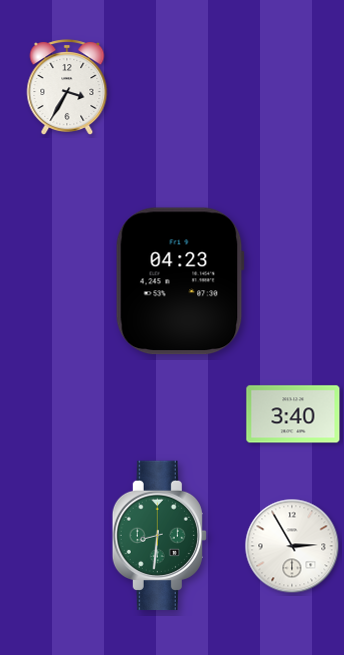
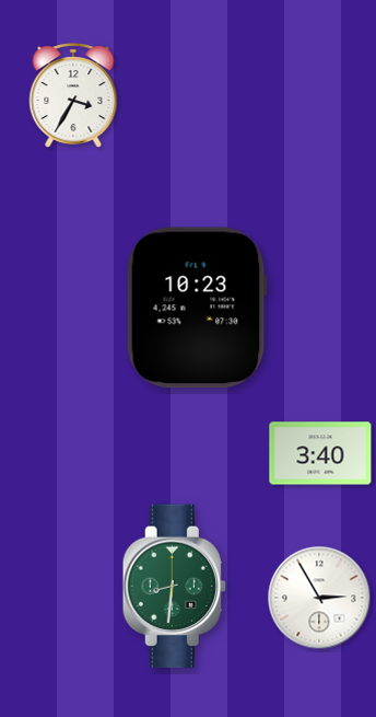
clock at (180, 281): 04:23 -> 10:23
